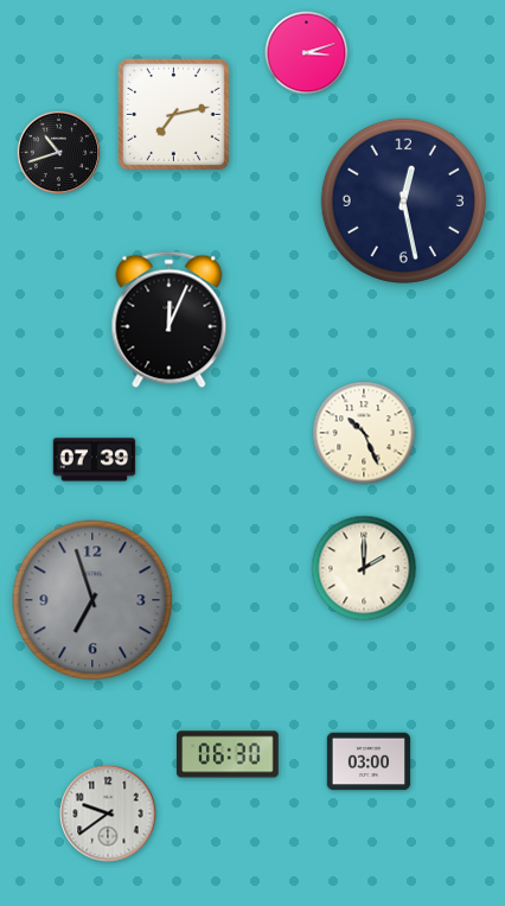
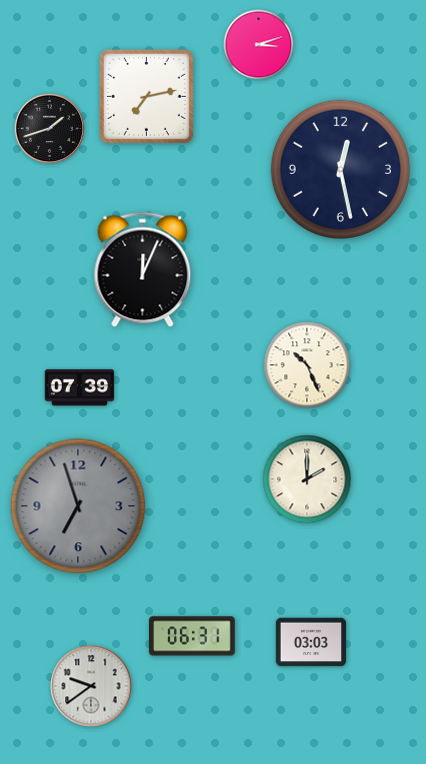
clock at (59, 153): 10:42 -> 1:42
clock at (229, 754): 06:30 -> 06:31
clock at (369, 761): 03:00 -> 03:03
